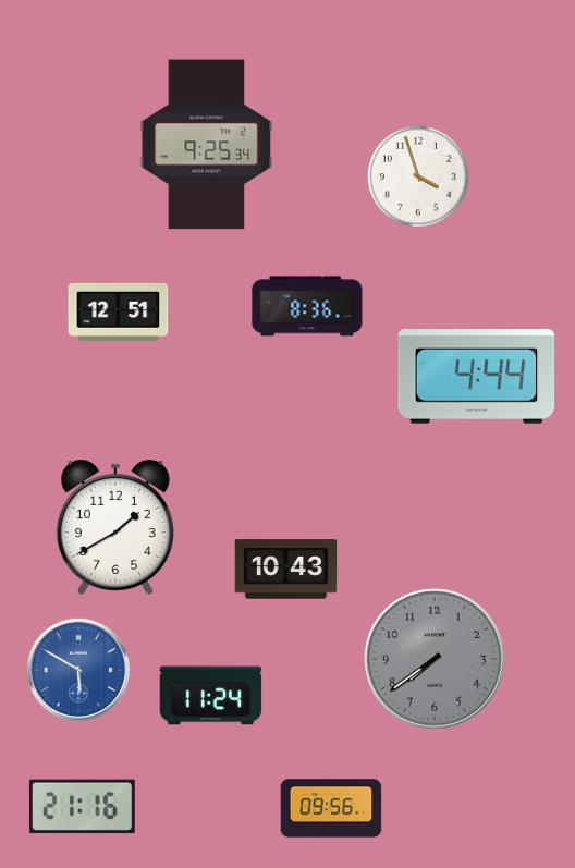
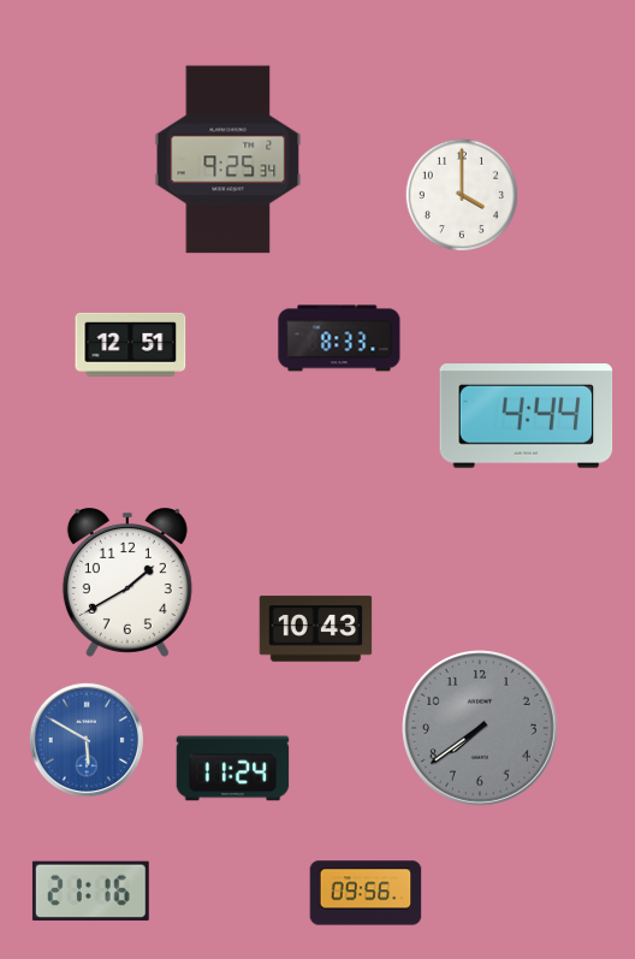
clock at (418, 176): 3:57 -> 4:00
clock at (307, 306): 8:36 -> 8:33
